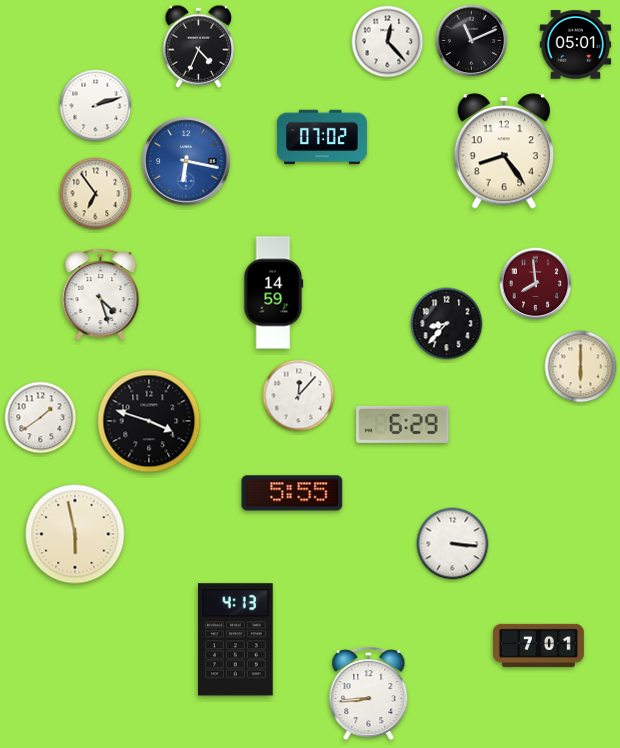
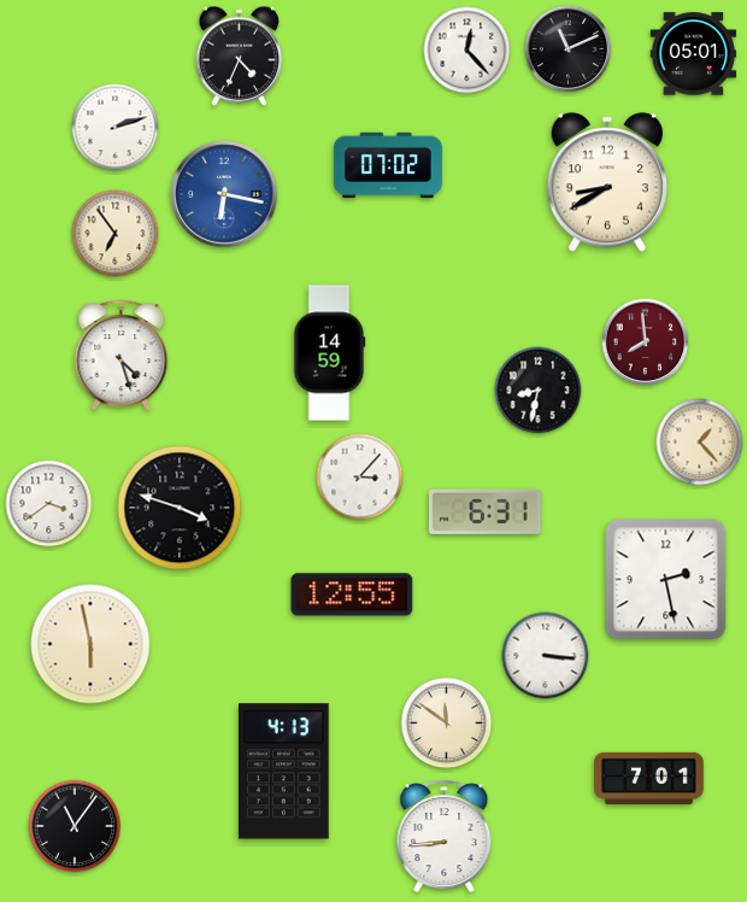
clock at (504, 151): 8:24 -> 8:40
clock at (447, 324): 8:37 -> 8:32
clock at (581, 367): 6:00 -> 1:23
clock at (299, 396): 12:07 -> 3:07
clock at (41, 418): 1:39 -> 3:39
clock at (403, 424): 6:29 -> 6:31
clock at (666, 580): none -> 2:28
clock at (292, 493): 5:55 -> 12:55
clock at (447, 724): none -> 11:51
clock at (75, 826): none -> 11:06
